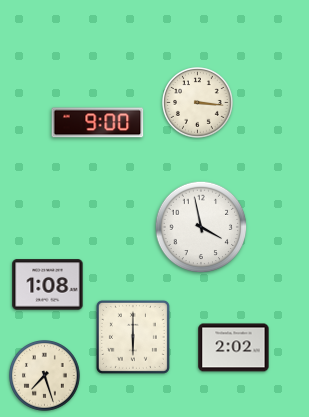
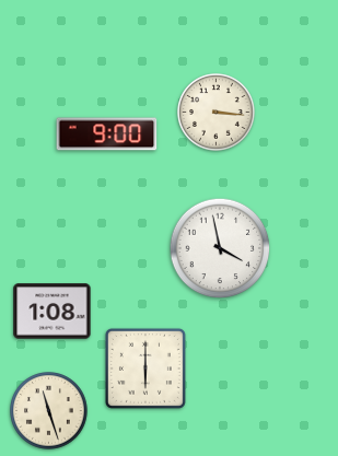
clock at (234, 348): 2:02 -> none
clock at (45, 376): 7:27 -> 11:27
